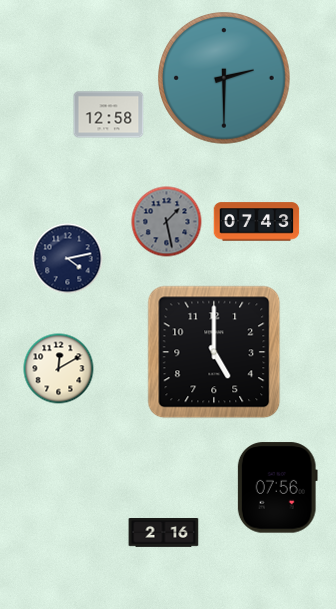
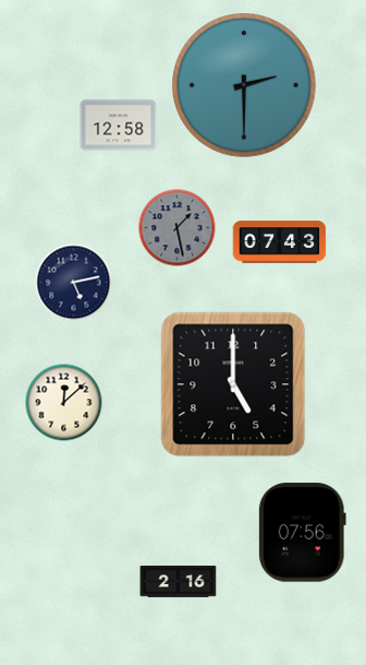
clock at (167, 222) position: (167, 222) -> (178, 228)
clock at (68, 259): 4:13 -> 5:13
clock at (59, 369): 12:10 -> 12:08
